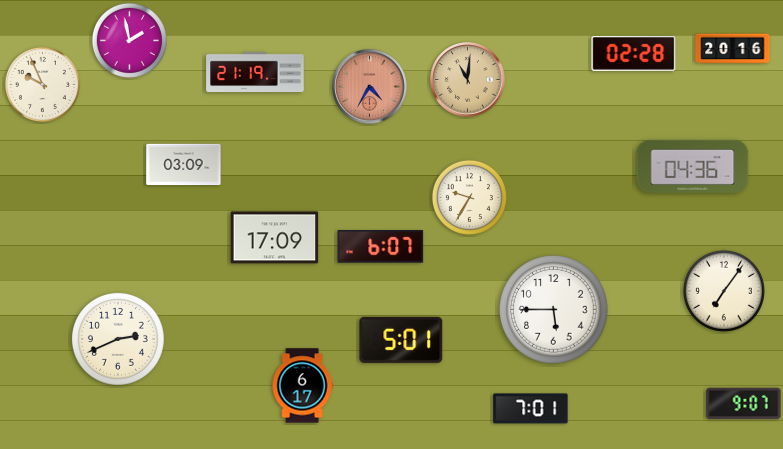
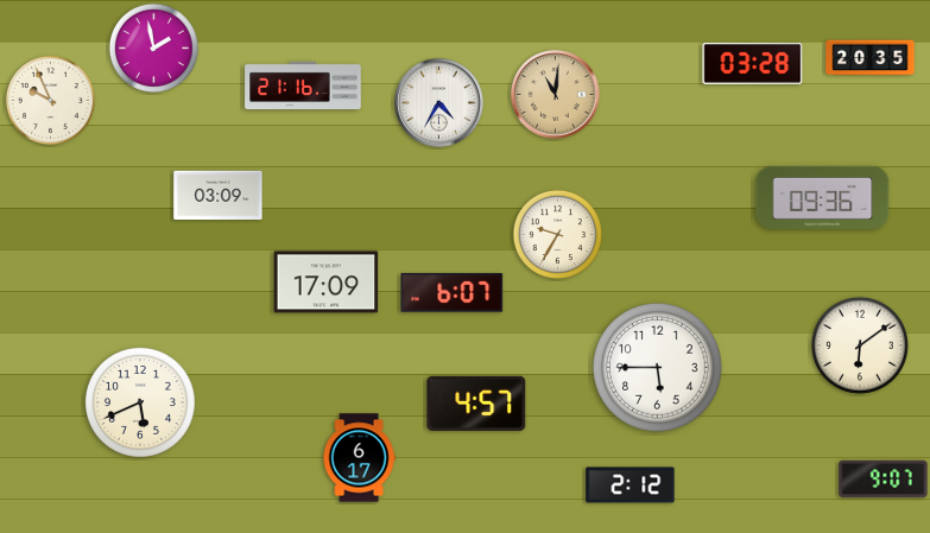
clock at (733, 49): 20:16 -> 20:35
clock at (634, 53): 02:28 -> 03:28
clock at (255, 72): 21:19 -> 21:16
clock at (370, 87) dial: salmon -> white
clock at (693, 166): 04:36 -> 09:36
clock at (724, 291): 7:06 -> 6:09
clock at (118, 339): 2:41 -> 5:41
clock at (401, 340): 5:01 -> 4:57
clock at (531, 409): 7:01 -> 2:12
